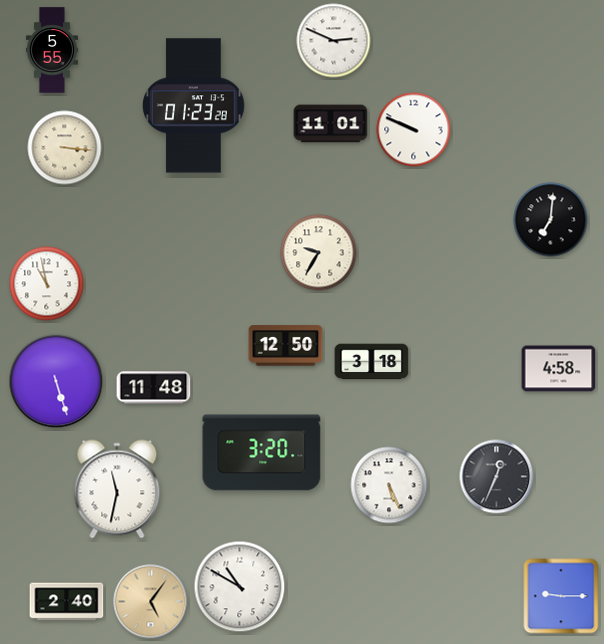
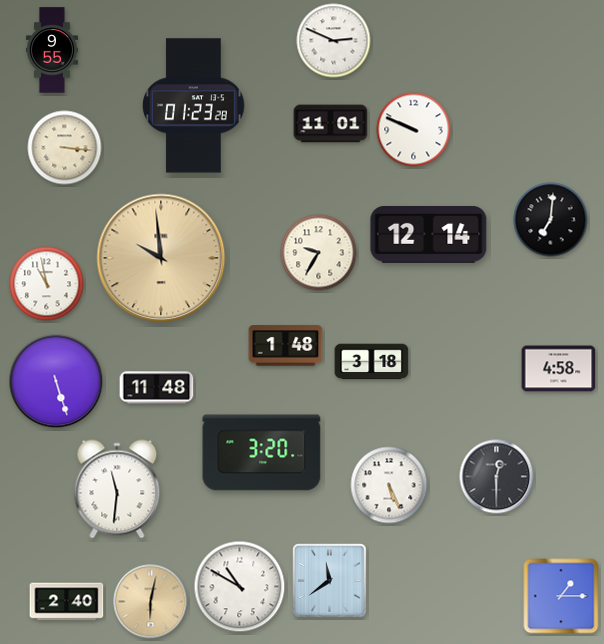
clock at (52, 50): 5:55 -> 9:55
clock at (429, 235): none -> 12:14
clock at (161, 258): none -> 9:59
clock at (286, 346): 12:50 -> 1:48
clock at (154, 388) position: (154, 388) -> (157, 388)
clock at (497, 477): 12:34 -> 12:30
clock at (117, 489): 11:32 -> 11:31
clock at (330, 581): none -> 11:39
clock at (561, 596): 9:15 -> 1:15
clock at (151, 602): 5:06 -> 6:02
